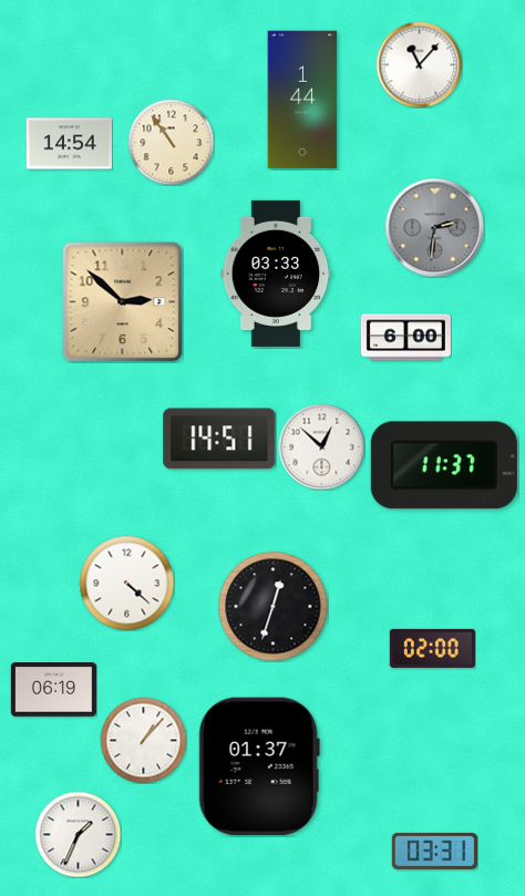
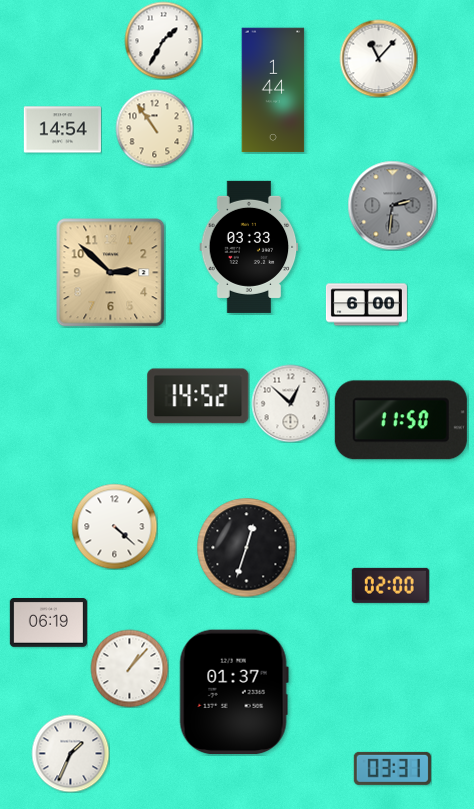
clock at (163, 40): none -> 1:35
clock at (219, 439): 14:51 -> 14:52
clock at (444, 465): 11:37 -> 11:50
